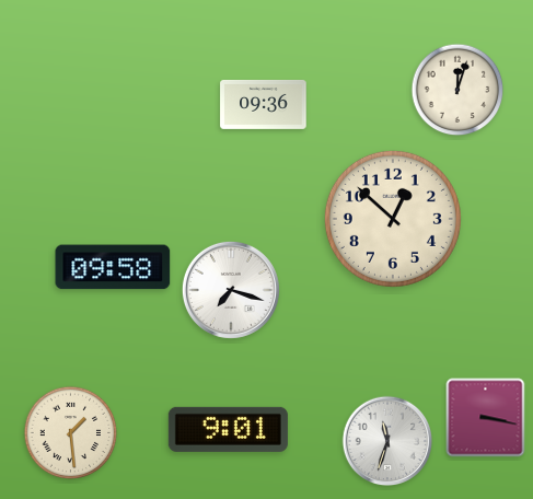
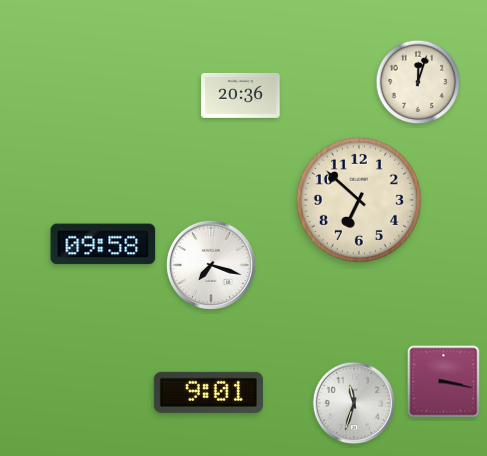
clock at (264, 104): 09:36 -> 20:36
clock at (393, 219): 12:52 -> 6:52
clock at (71, 433): 1:29 -> none
